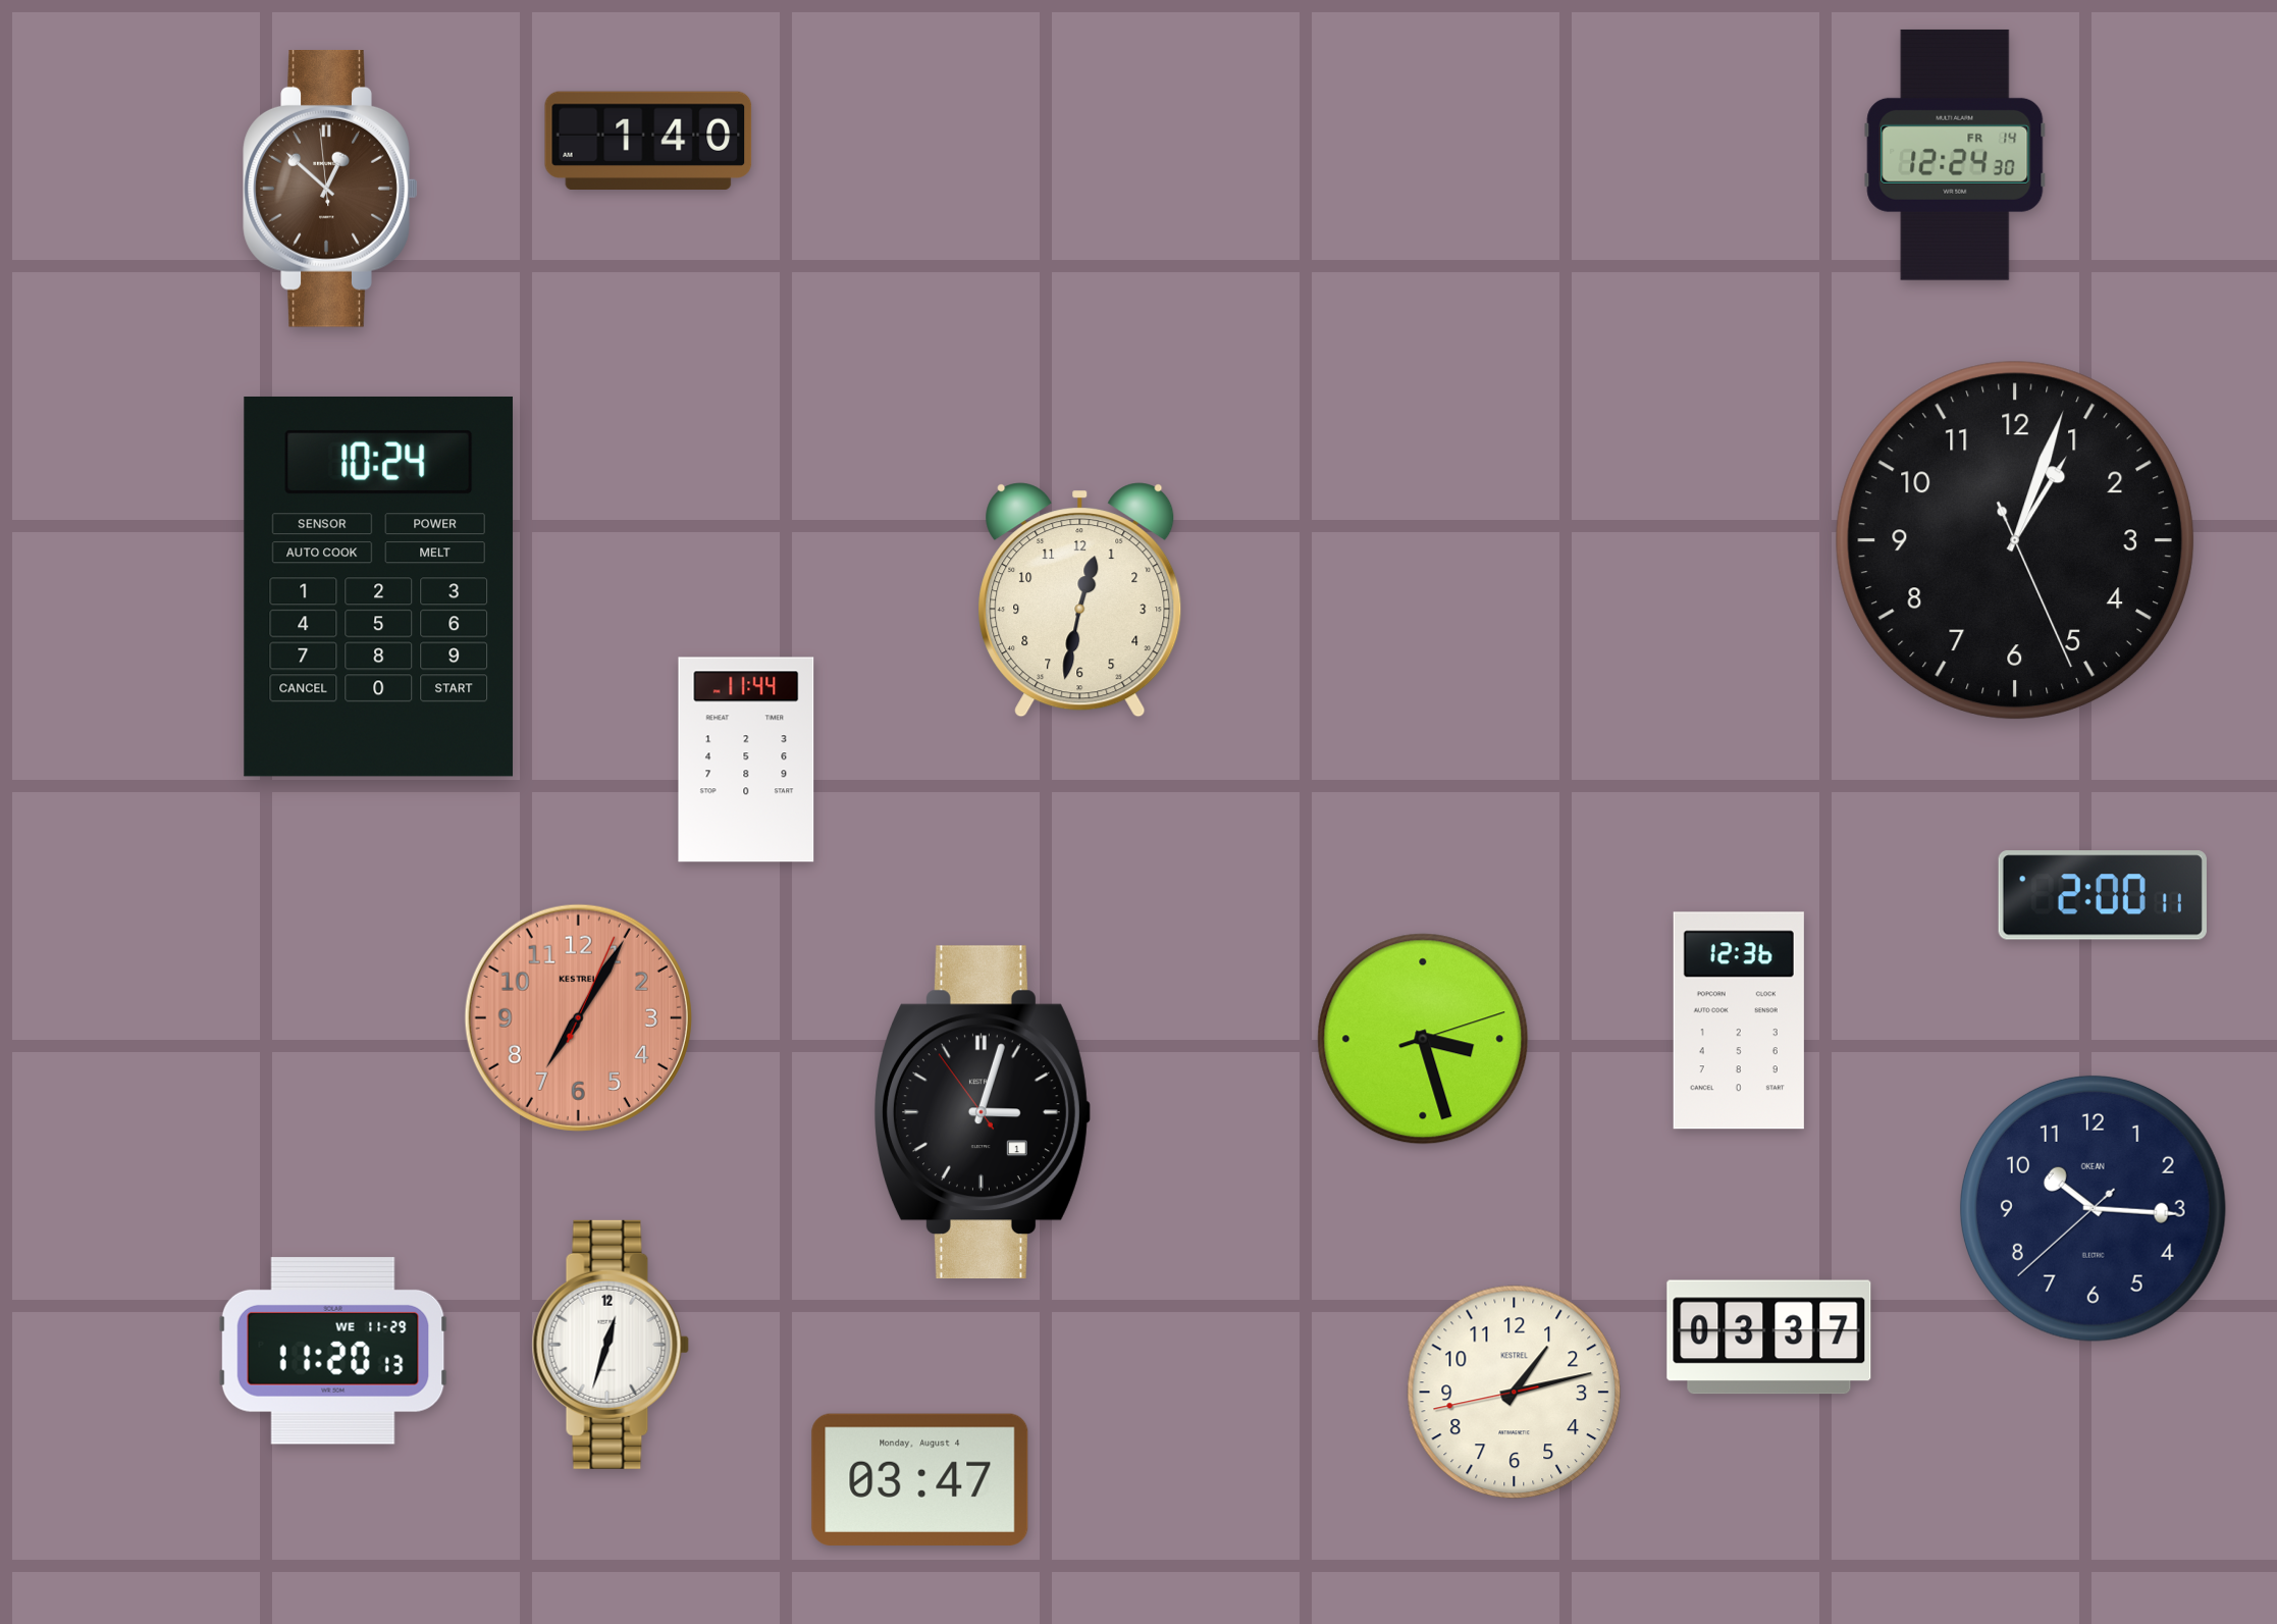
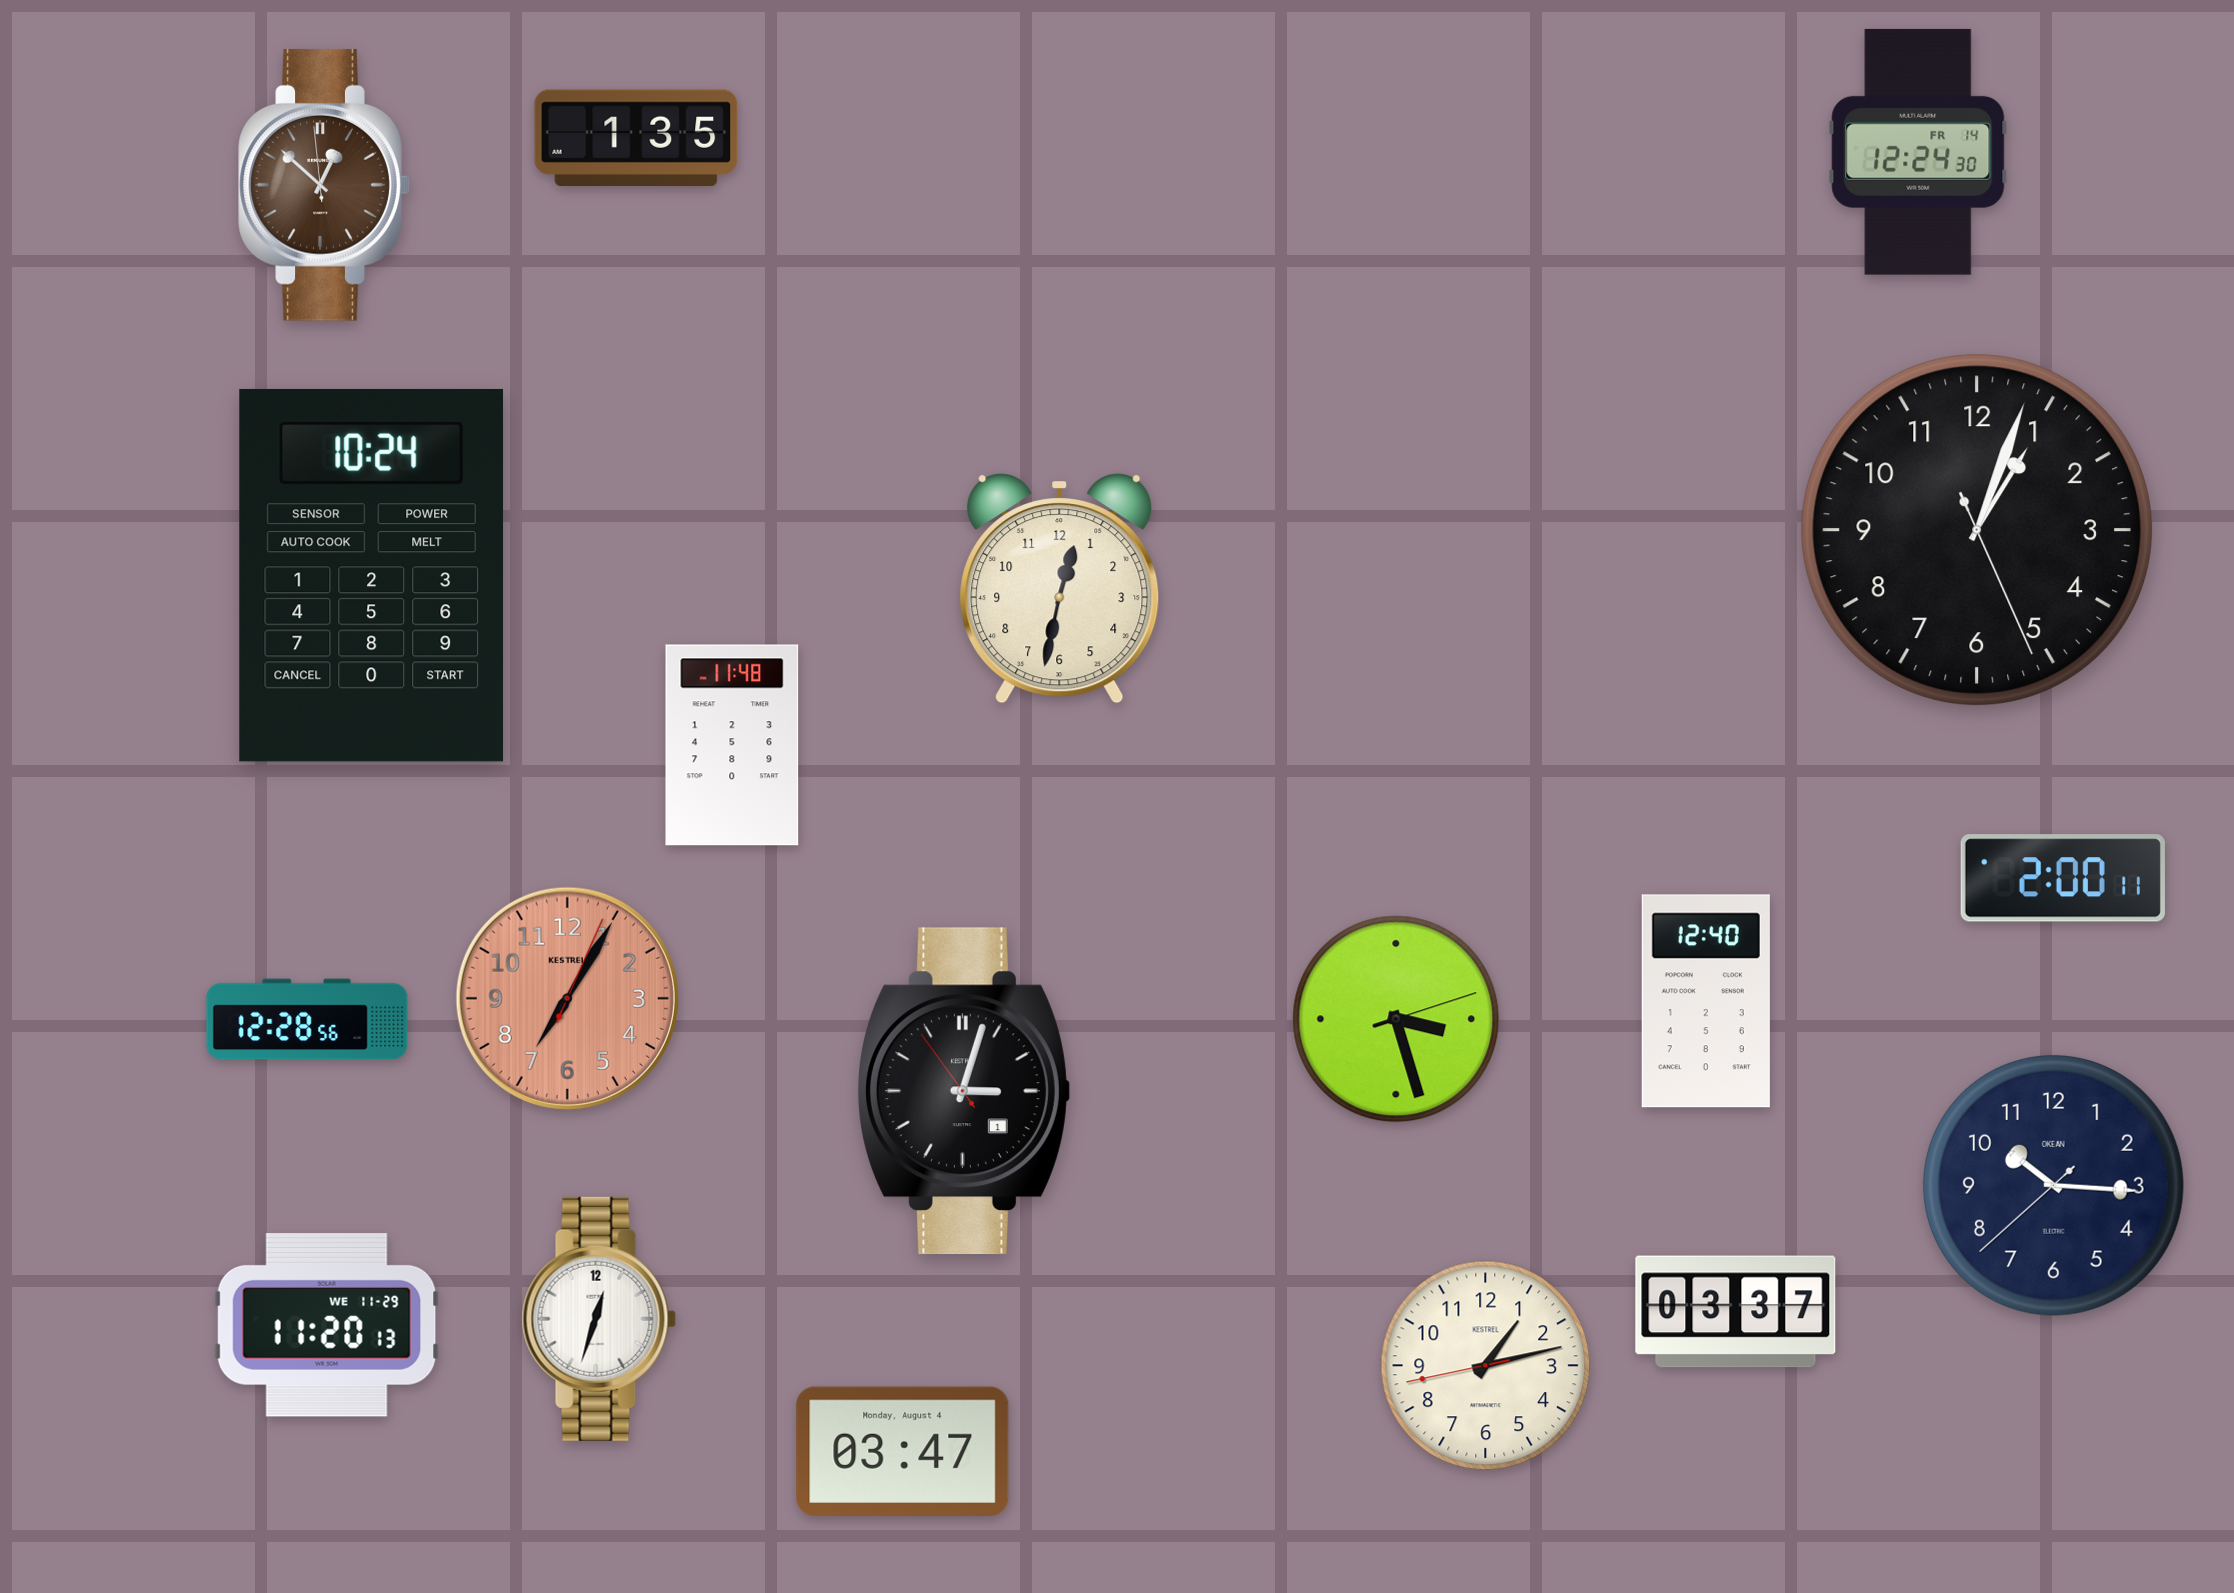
clock at (648, 140): 1:40 -> 1:35
clock at (746, 759): 11:44 -> 11:48
clock at (1739, 1020): 12:36 -> 12:40
clock at (307, 1019): none -> 12:28
